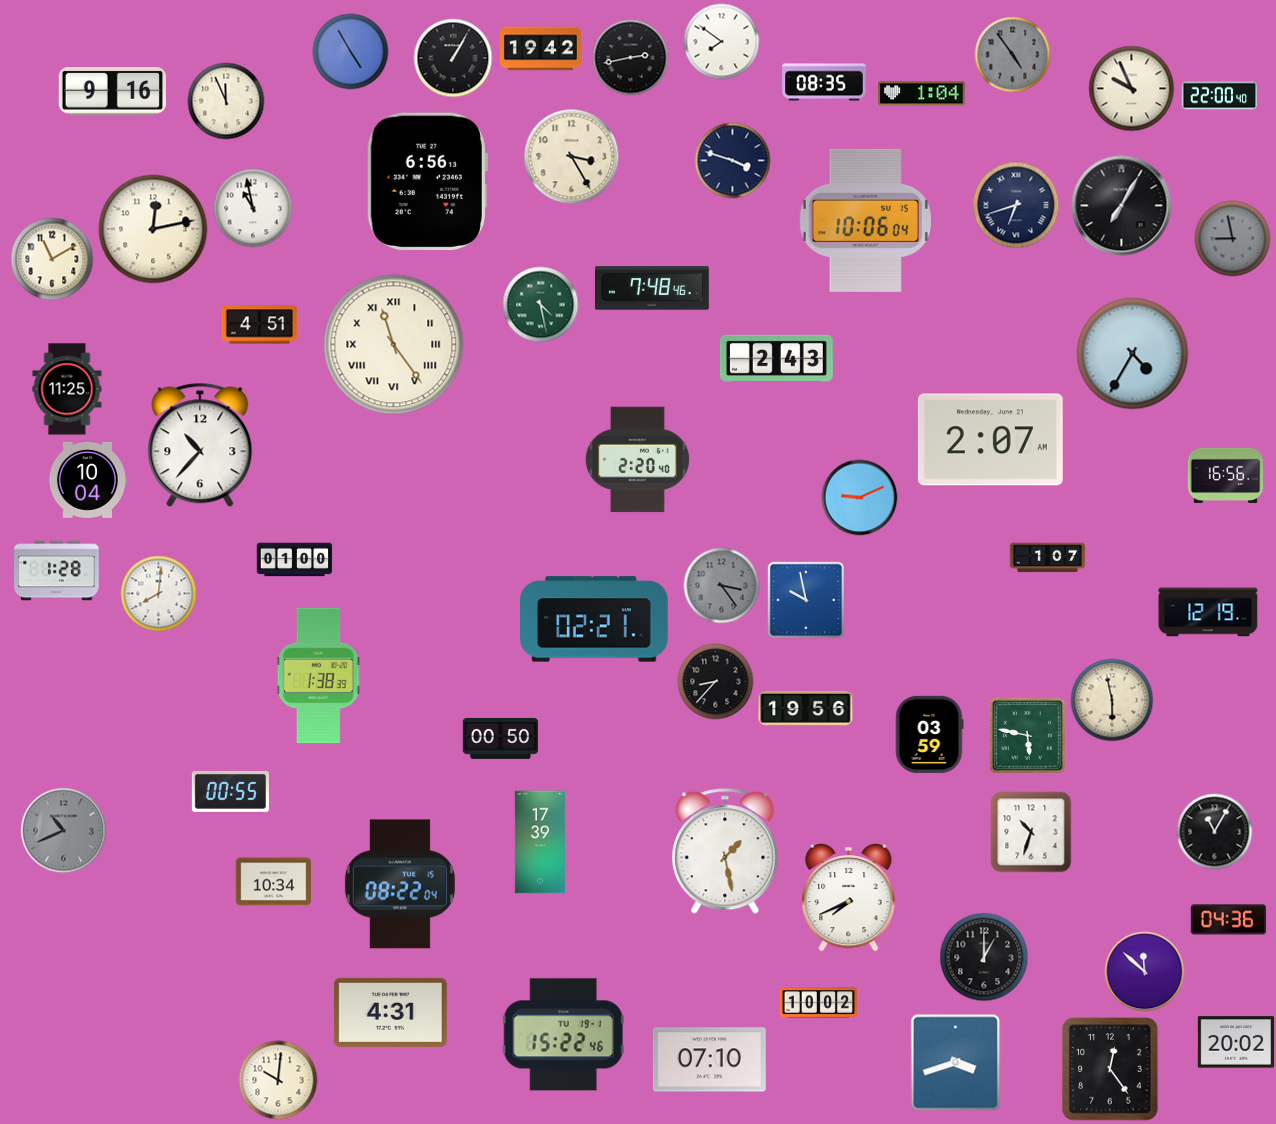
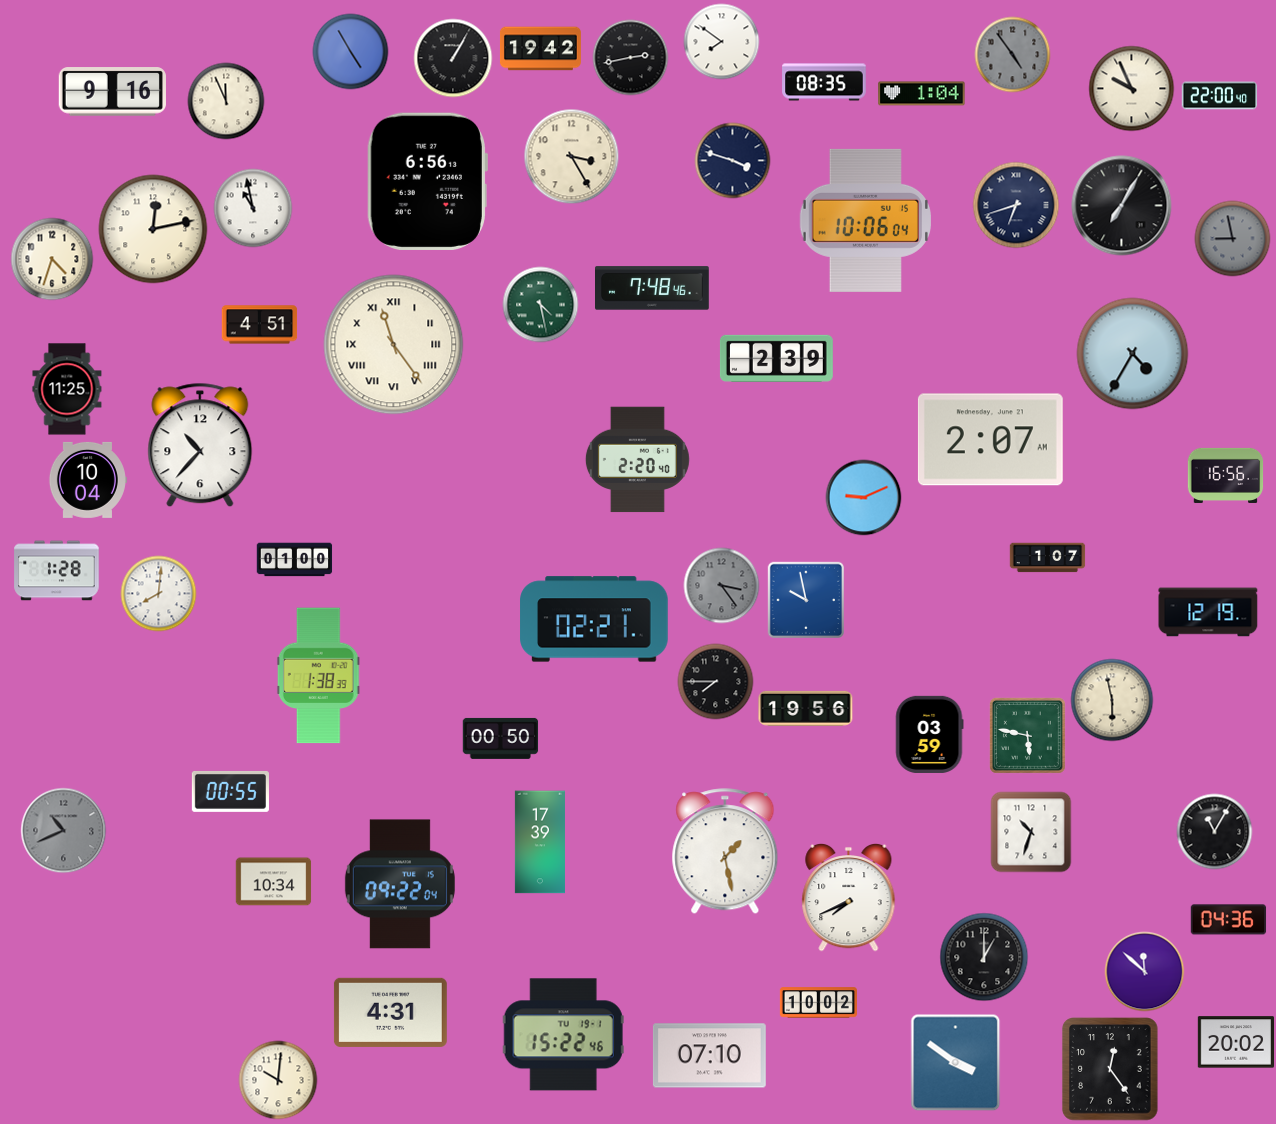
clock at (52, 259): 11:10 -> 4:33
clock at (776, 358): 2:43 -> 2:39
clock at (860, 498) position: (860, 498) -> (864, 498)
clock at (716, 682): 8:37 -> 7:45
clock at (400, 884): 08:22 -> 09:22
clock at (709, 1060) position: (709, 1060) -> (709, 1056)
clock at (956, 1063): 3:42 -> 3:51
